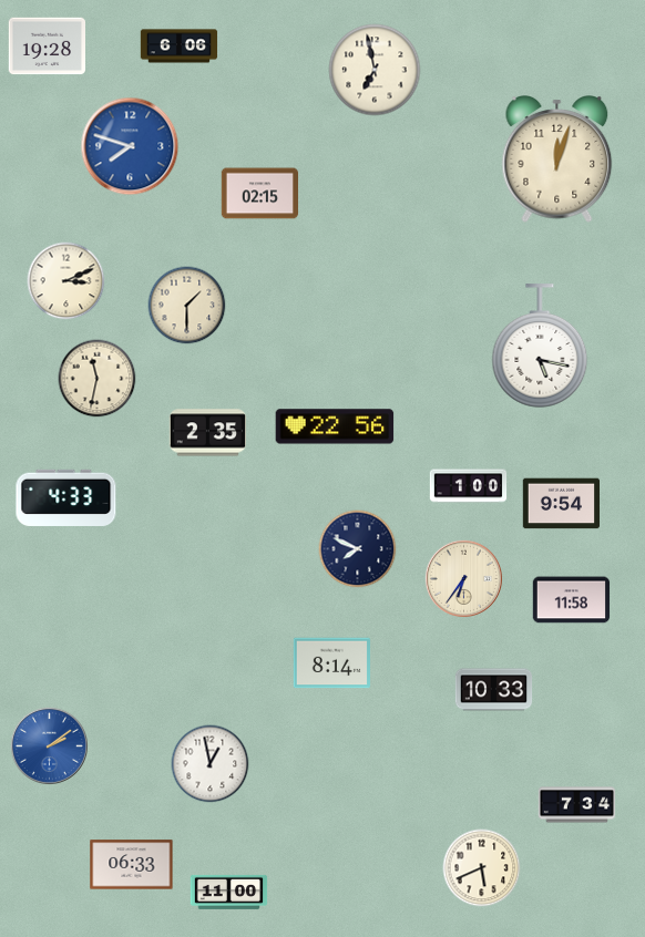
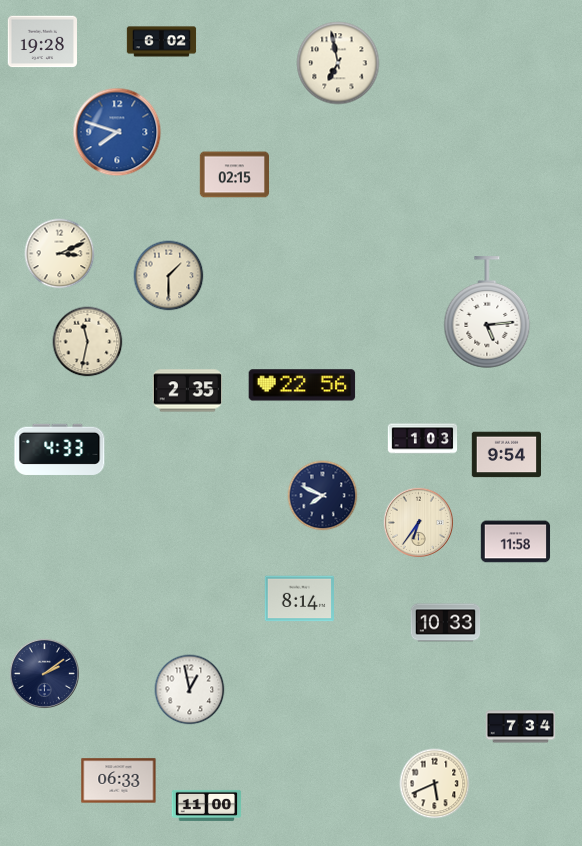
clock at (180, 47): 6:06 -> 6:02
clock at (557, 159): 12:03 -> none
clock at (540, 347): 5:17 -> 5:14
clock at (469, 486): 1:00 -> 1:03
clock at (49, 745) dial: blue -> navy
